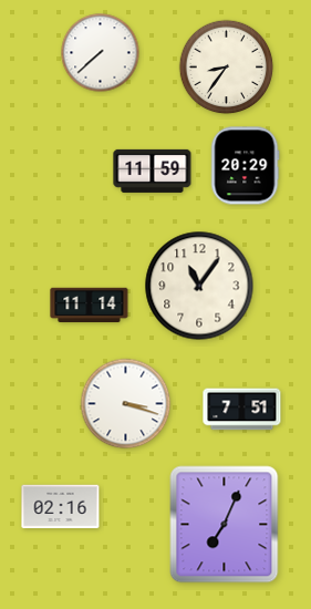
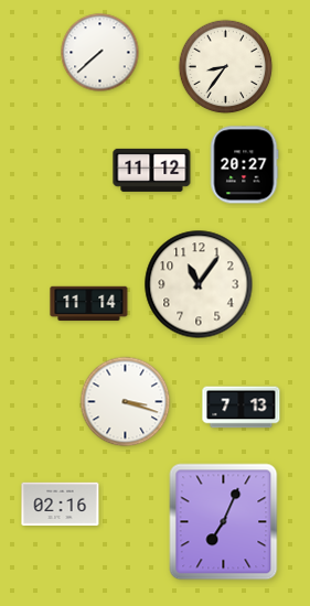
clock at (245, 166): 20:29 -> 20:27
clock at (153, 171): 11:59 -> 11:12
clock at (242, 410): 7:51 -> 7:13
